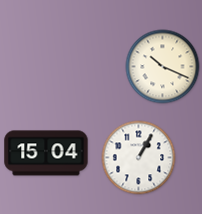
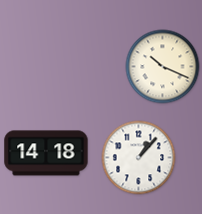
clock at (46, 153): 15:04 -> 14:18
clock at (139, 158): 1:05 -> 1:07
